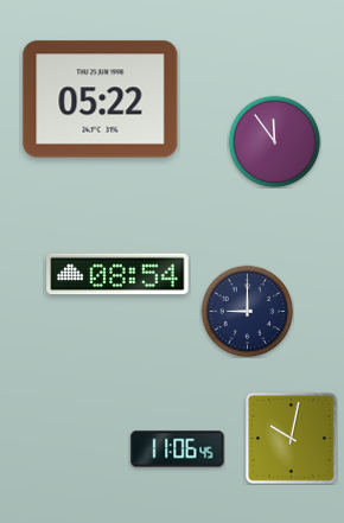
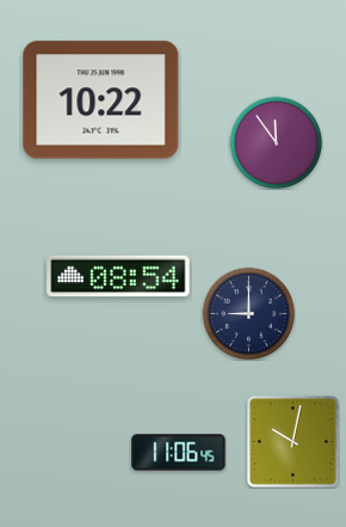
clock at (101, 100): 05:22 -> 10:22
